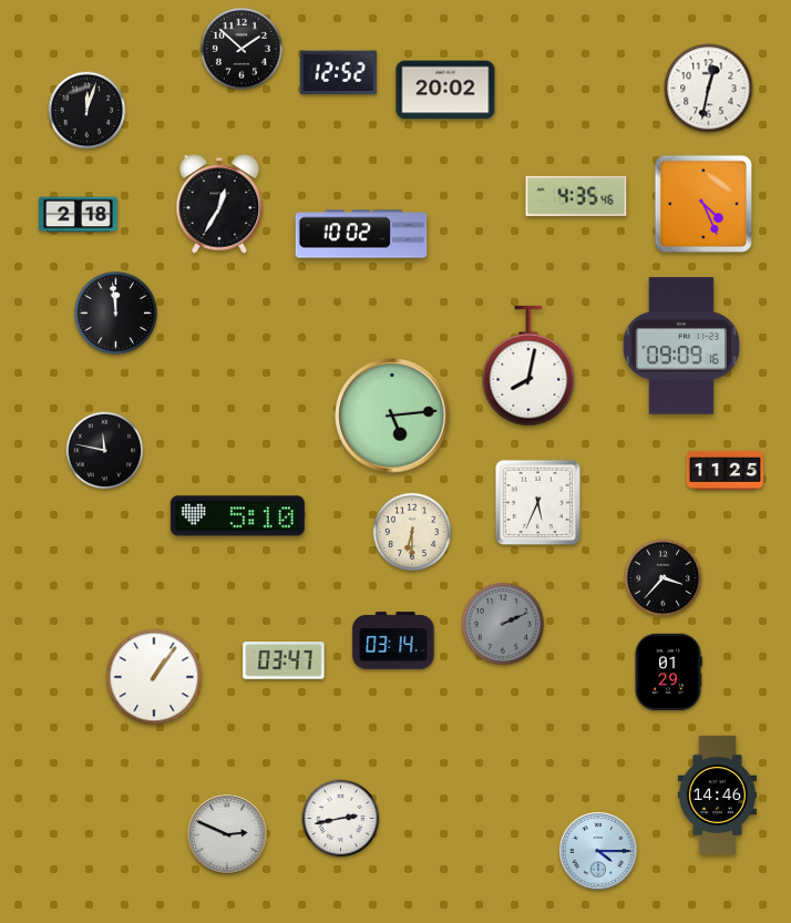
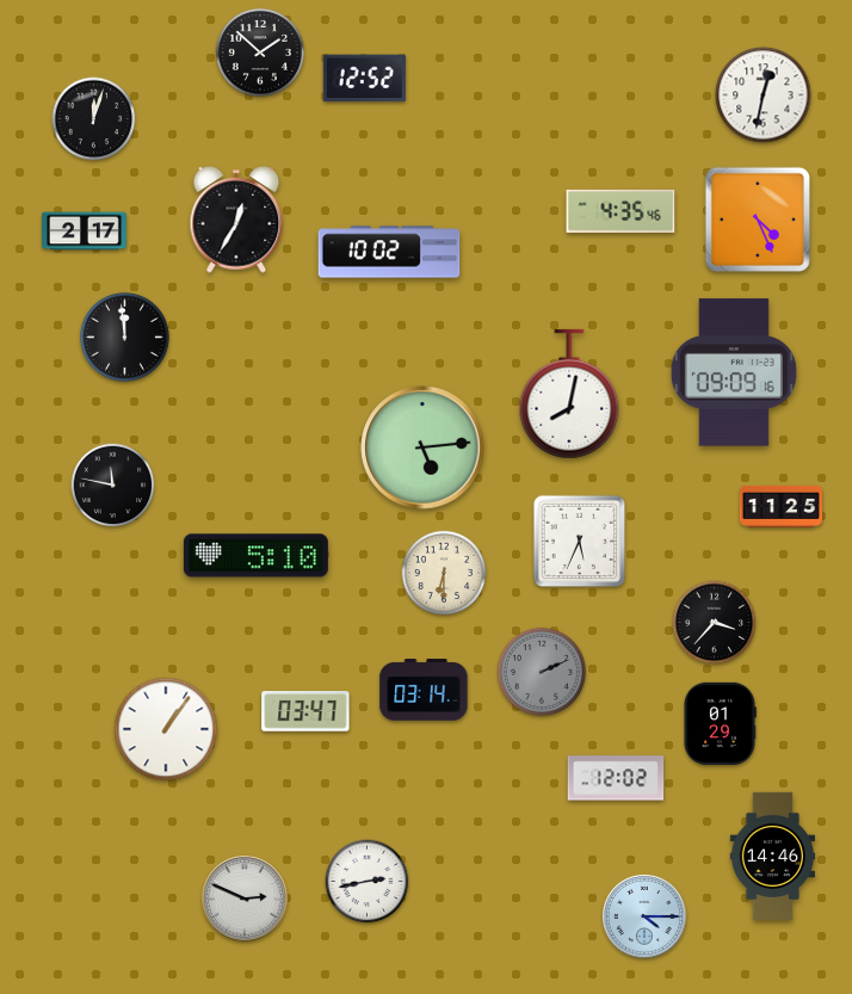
clock at (445, 90): 20:02 -> none
clock at (79, 215): 2:18 -> 2:17
clock at (616, 778): none -> 12:02
